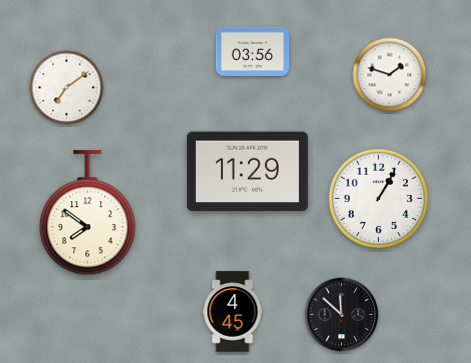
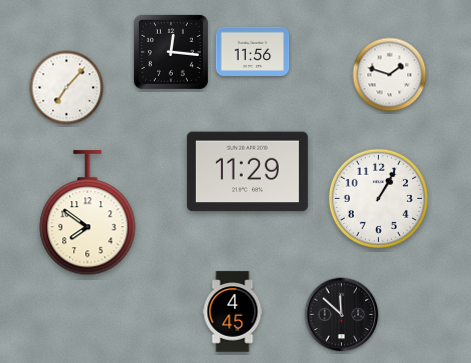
clock at (253, 51): 03:56 -> 11:56
clock at (171, 52): none -> 12:16
clock at (67, 88): 7:09 -> 7:07
